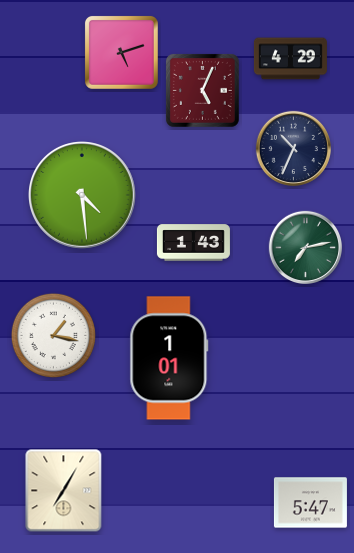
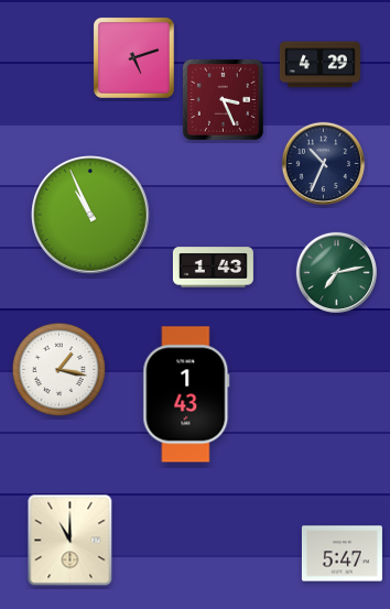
clock at (202, 90): 5:04 -> 3:26
clock at (83, 196): 4:29 -> 10:56
clock at (169, 358): 1:01 -> 1:43
clock at (64, 491): 7:05 -> 11:00
